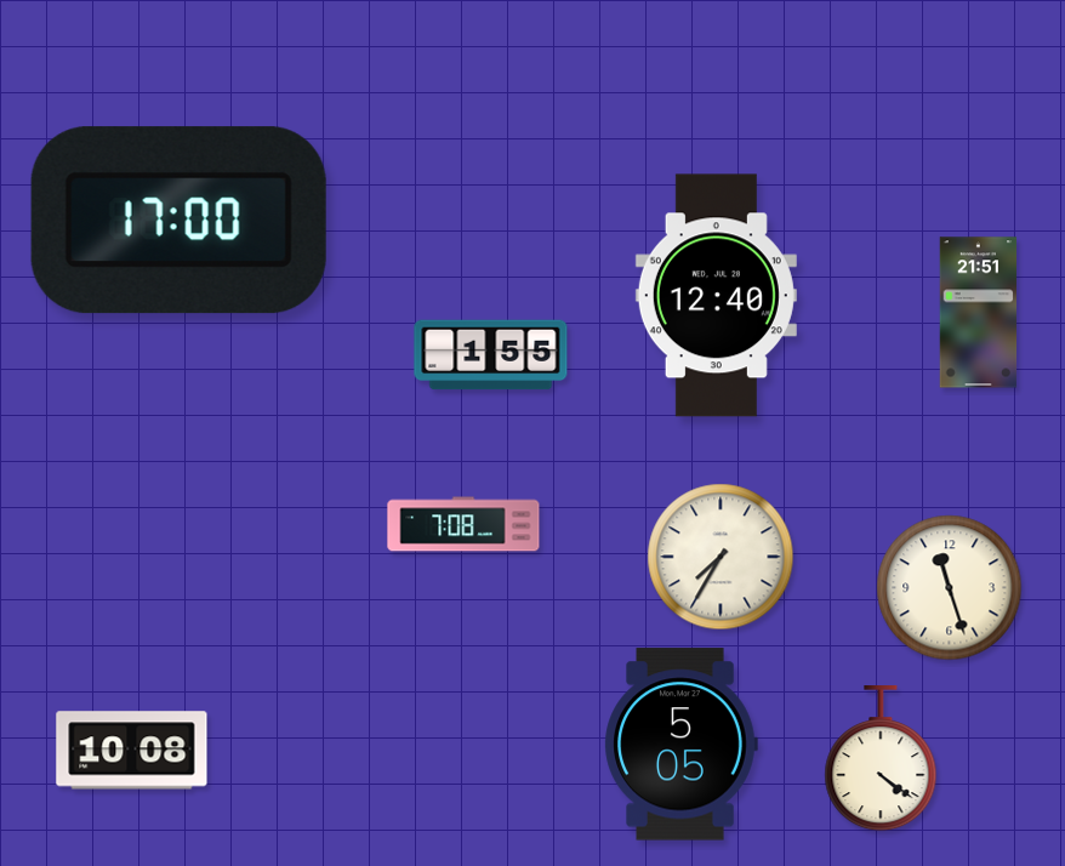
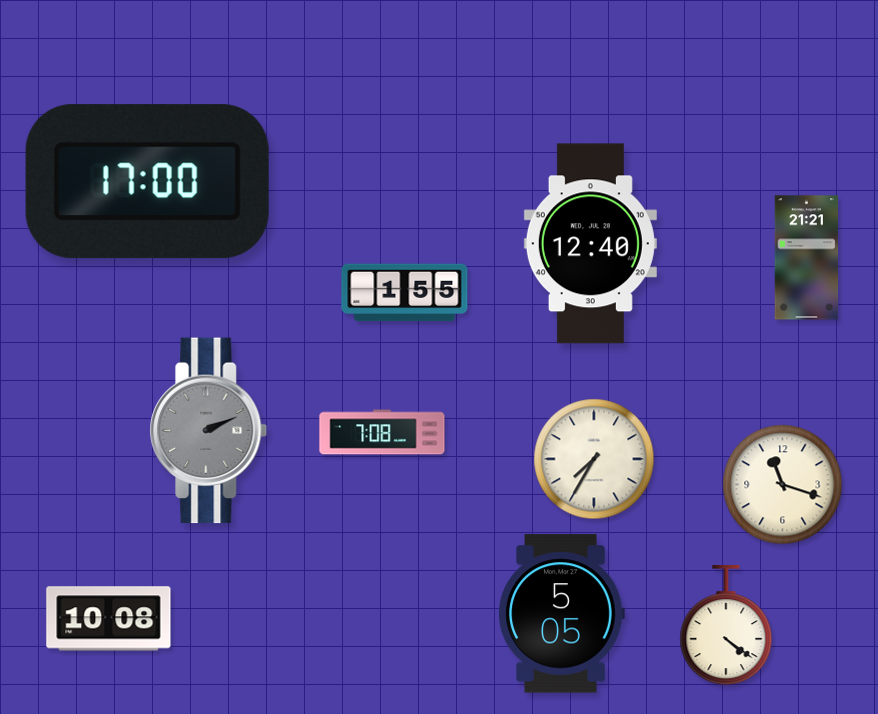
clock at (979, 313): 21:51 -> 21:21
clock at (209, 431): none -> 2:11
clock at (950, 588): 11:27 -> 11:18
